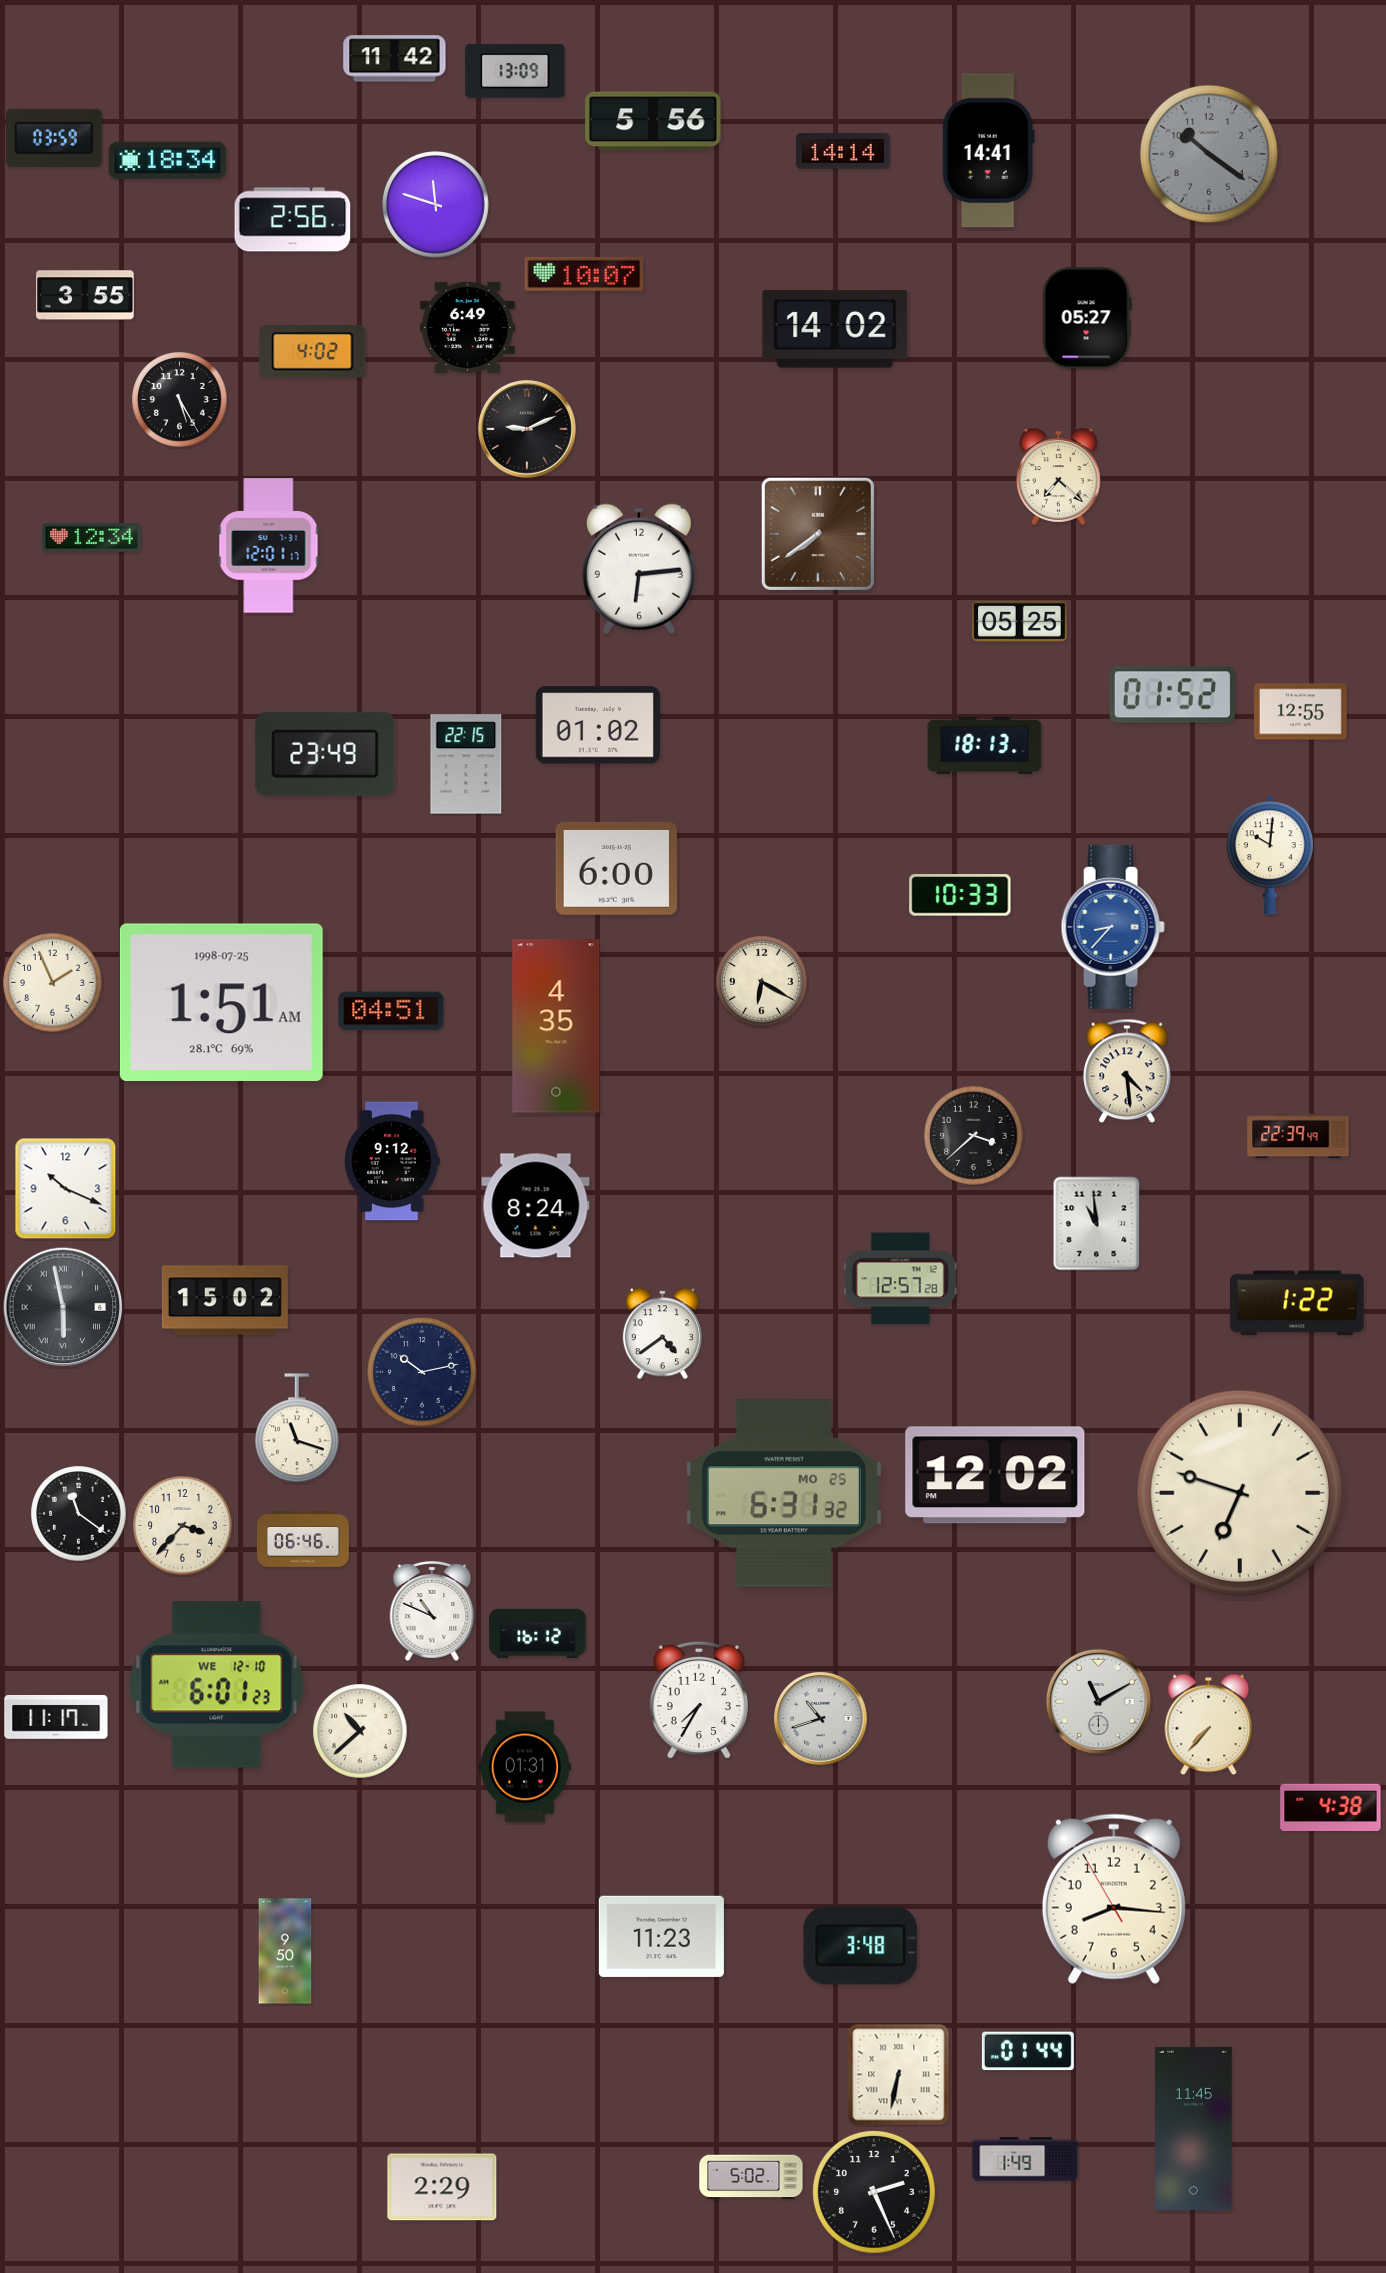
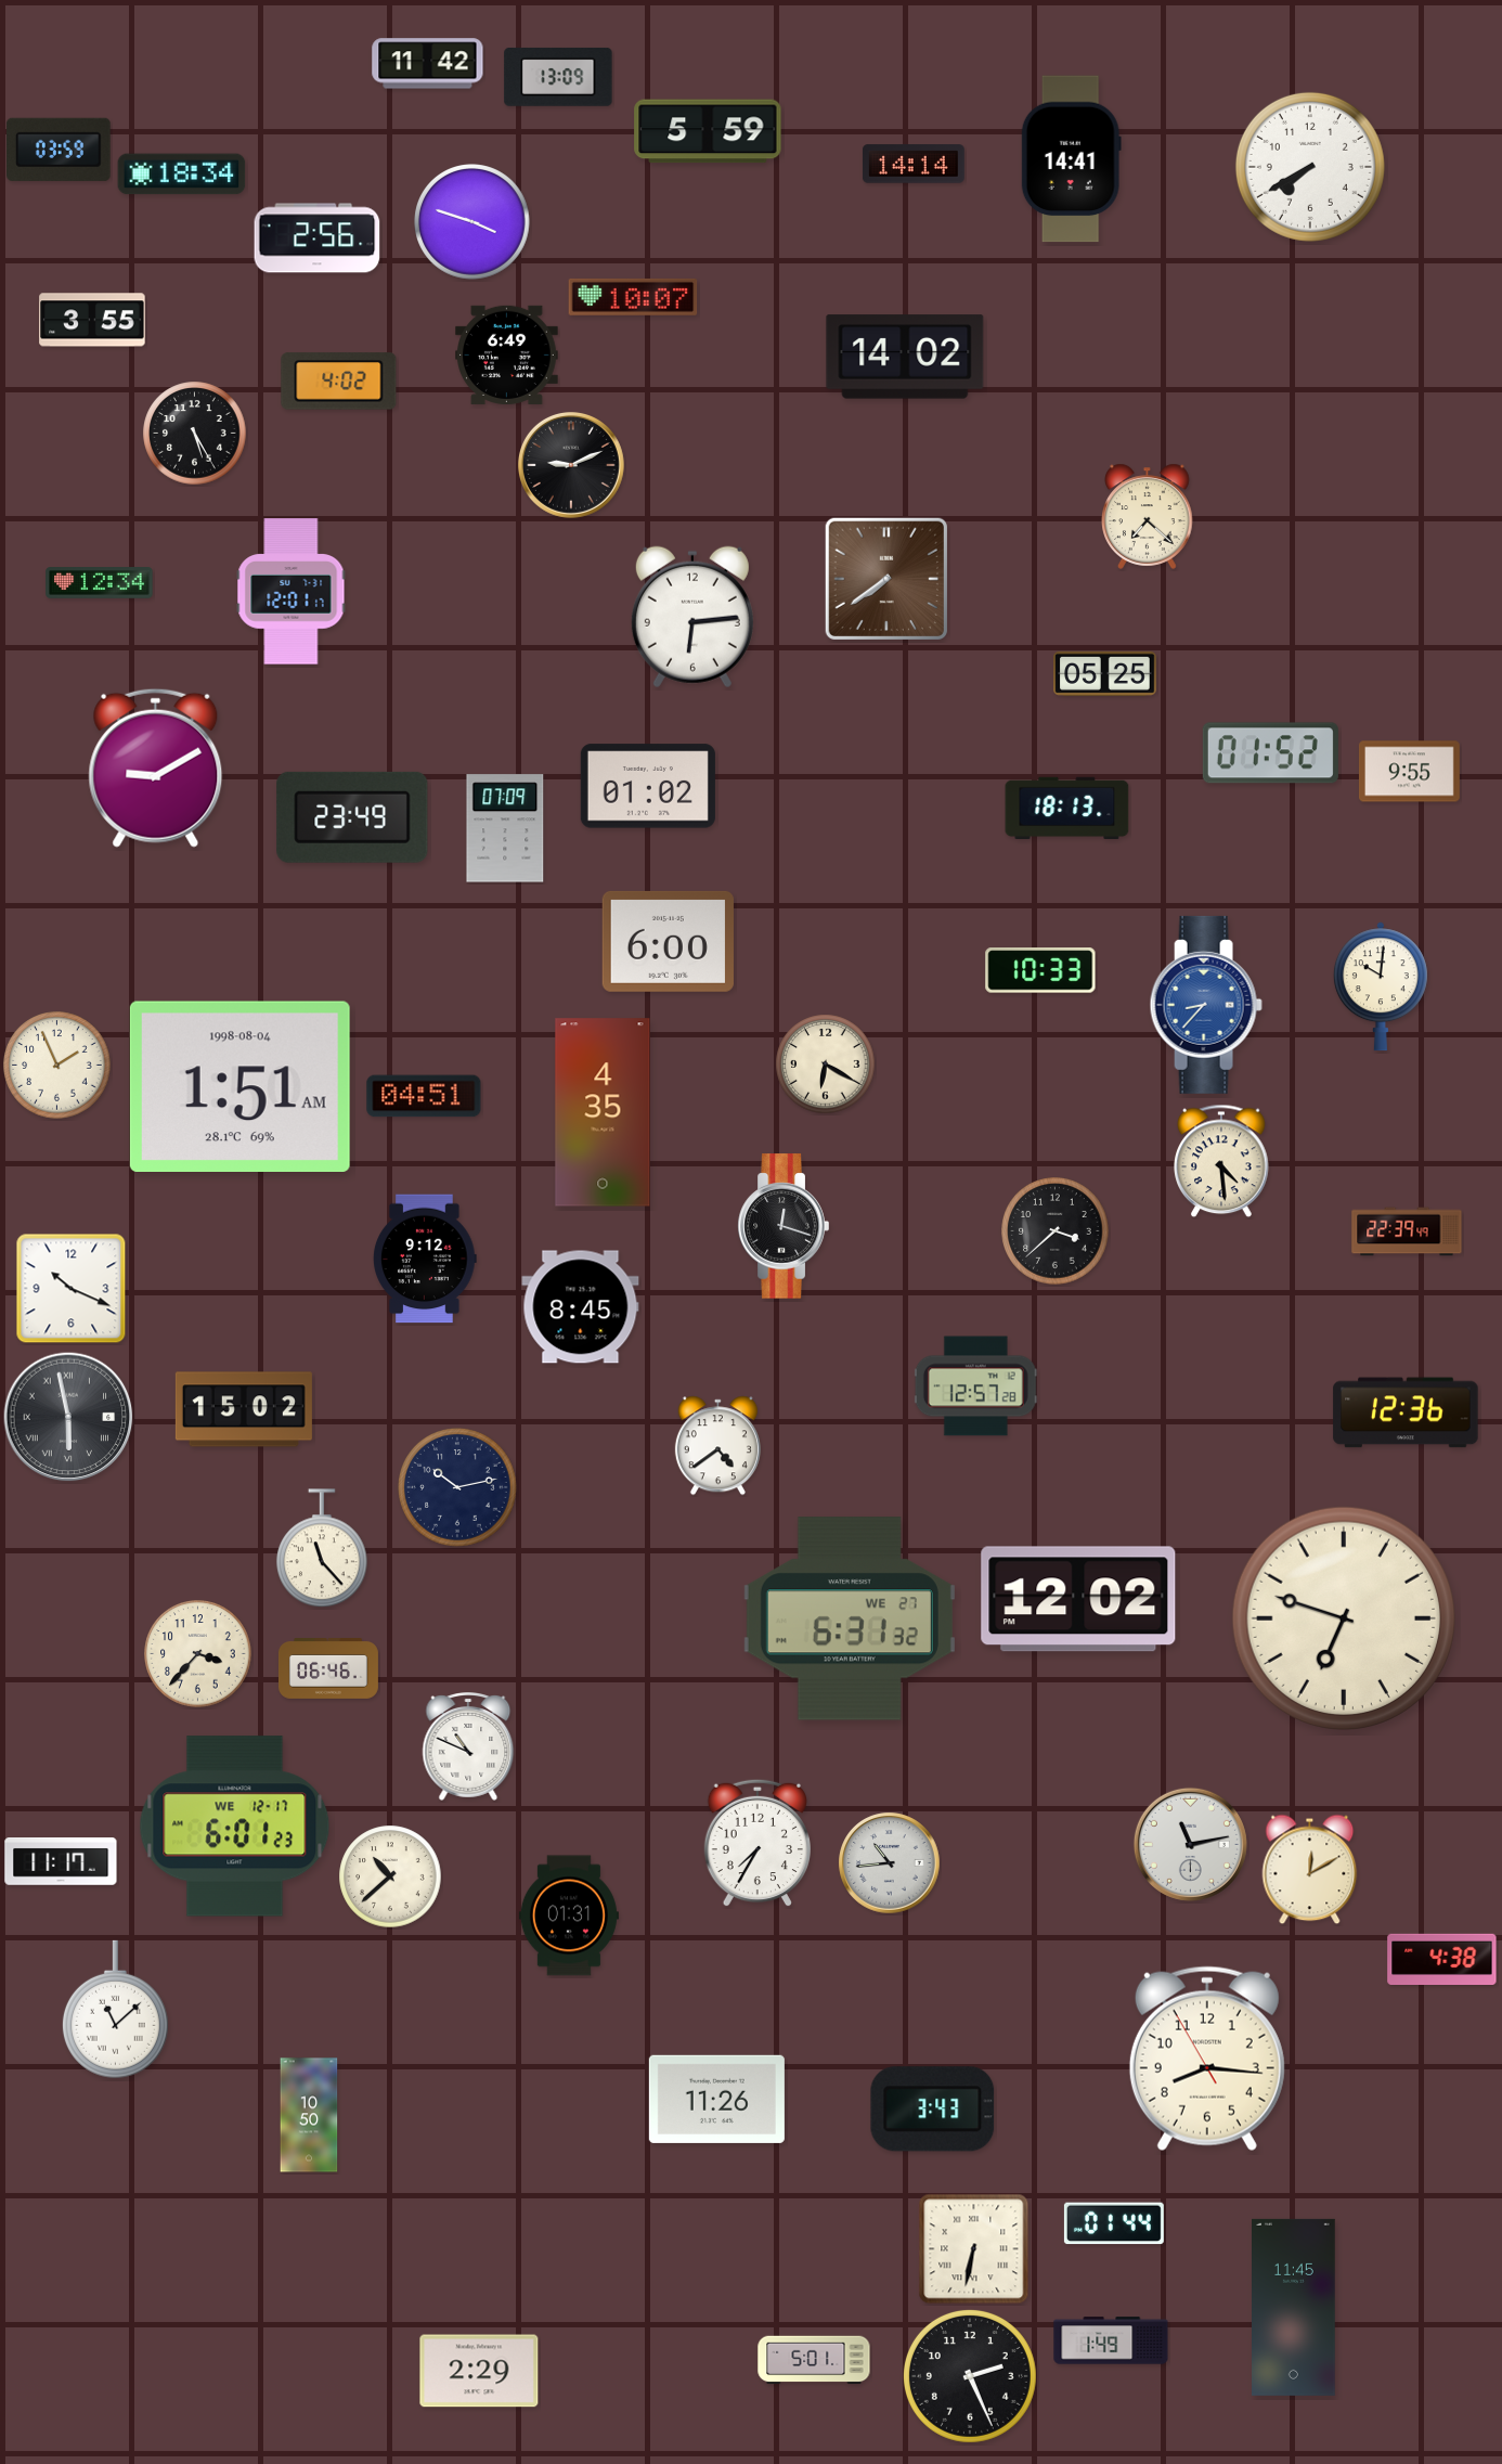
clock at (653, 121): 5:56 -> 5:59
clock at (988, 151) position: (988, 151) -> (1071, 159)
clock at (1209, 154): 10:21 -> 7:40
clock at (1209, 154) dial: grey -> white
clock at (436, 205): 11:48 -> 3:48
clock at (1087, 318): 05:27 -> none
clock at (156, 767): none -> 9:10
clock at (1300, 712): 12:55 -> 9:55
clock at (466, 764): 22:15 -> 07:09
clock at (1270, 855) position: (1270, 855) -> (1381, 986)
clock at (221, 1002) date: 1998-07-25 -> 1998-08-04
clock at (784, 1226): none -> 12:18
clock at (536, 1206): 8:24 -> 8:45
clock at (1097, 1224): 10:59 -> none
clock at (1297, 1303): 1:22 -> 12:36
clock at (297, 1429): 11:18 -> 11:23
clock at (784, 1493) date: MO 25 -> WE 27
clock at (79, 1514): 11:21 -> none
clock at (538, 1633): 16:12 -> none
clock at (217, 1685) date: WE 12-10 -> WE 12-17
clock at (1098, 1701): 11:10 -> 11:13
clock at (821, 1719): 10:42 -> 10:44
clock at (1209, 1725): 7:37 -> 12:10
clock at (115, 2010): none -> 11:08
clock at (661, 1936): 11:23 -> 11:26
clock at (861, 1946): 3:48 -> 3:43
clock at (285, 1951): 9:50 -> 10:50
clock at (751, 2177): 5:02 -> 5:01
clock at (874, 2192) position: (874, 2192) -> (970, 2376)
